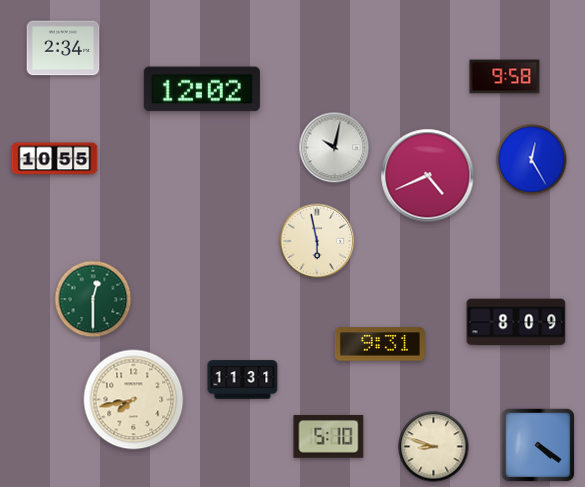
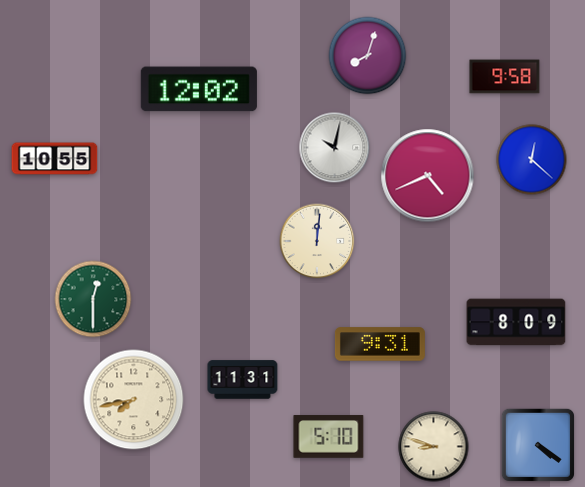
clock at (63, 48): 2:34 -> none
clock at (368, 56): none -> 8:03
clock at (202, 89) position: (202, 89) -> (199, 89)
clock at (532, 160): 12:25 -> 12:22
clock at (317, 241): 5:58 -> 12:01
